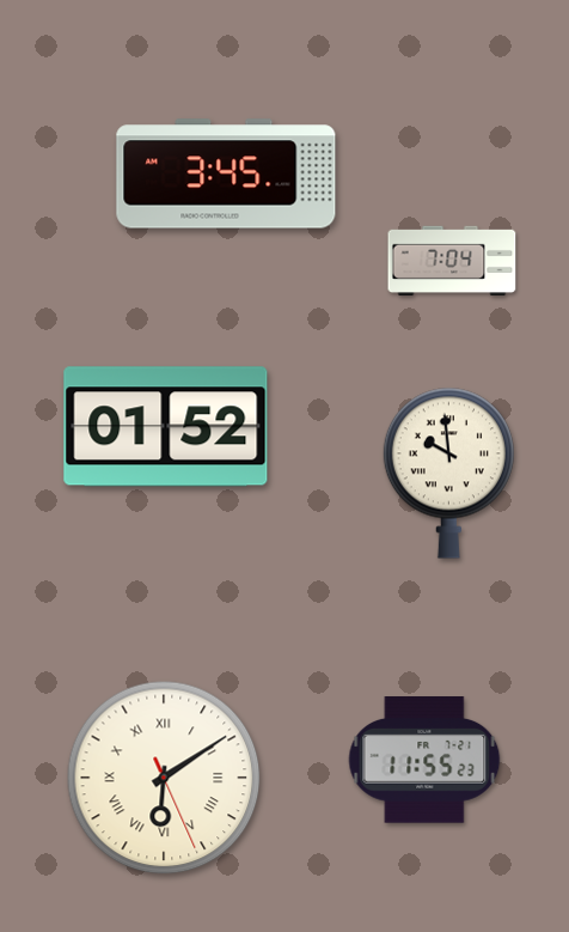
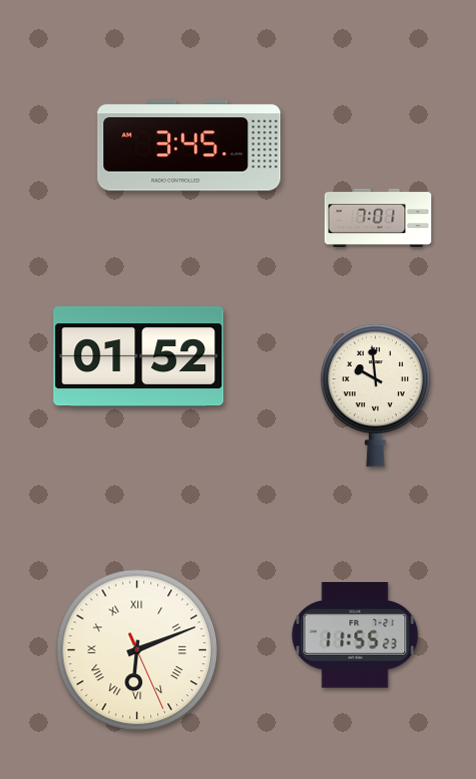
clock at (452, 260): 7:04 -> 7:01
clock at (164, 778): 6:09 -> 6:11
